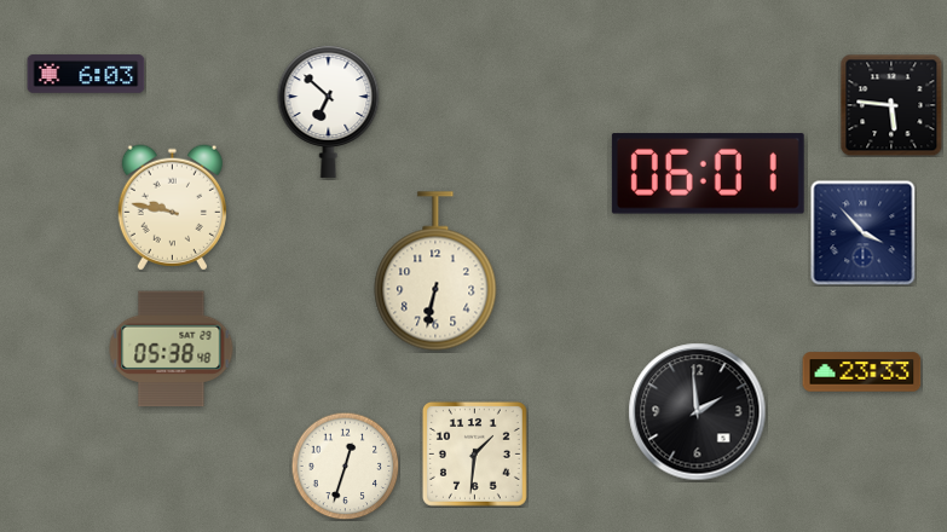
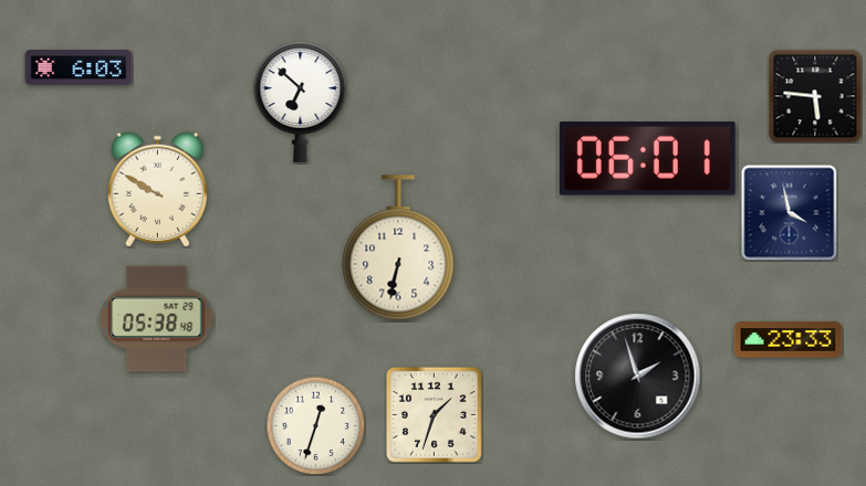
clock at (172, 208): 9:47 -> 9:50
clock at (862, 232): 3:53 -> 3:58
clock at (698, 412): 1:59 -> 1:57
clock at (474, 453): 1:31 -> 1:33
